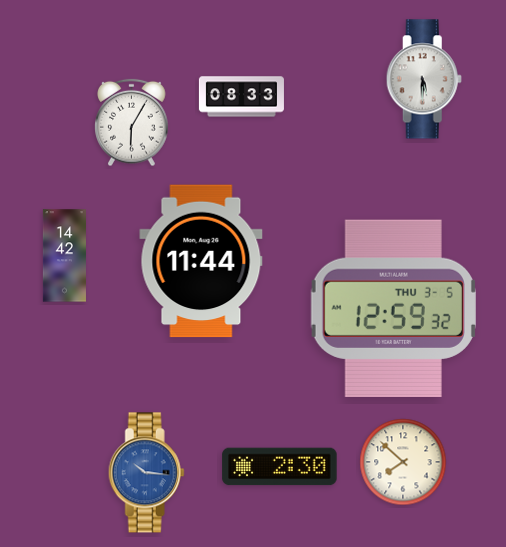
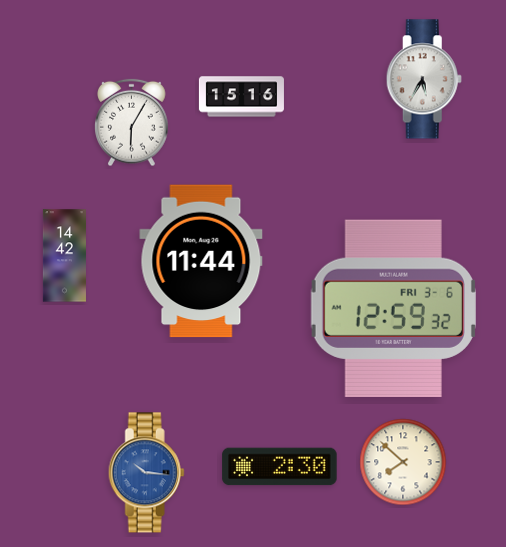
clock at (424, 79): 5:30 -> 5:35
clock at (241, 97): 08:33 -> 15:16
clock at (393, 308) date: THU 3-5 -> FRI 3-6
